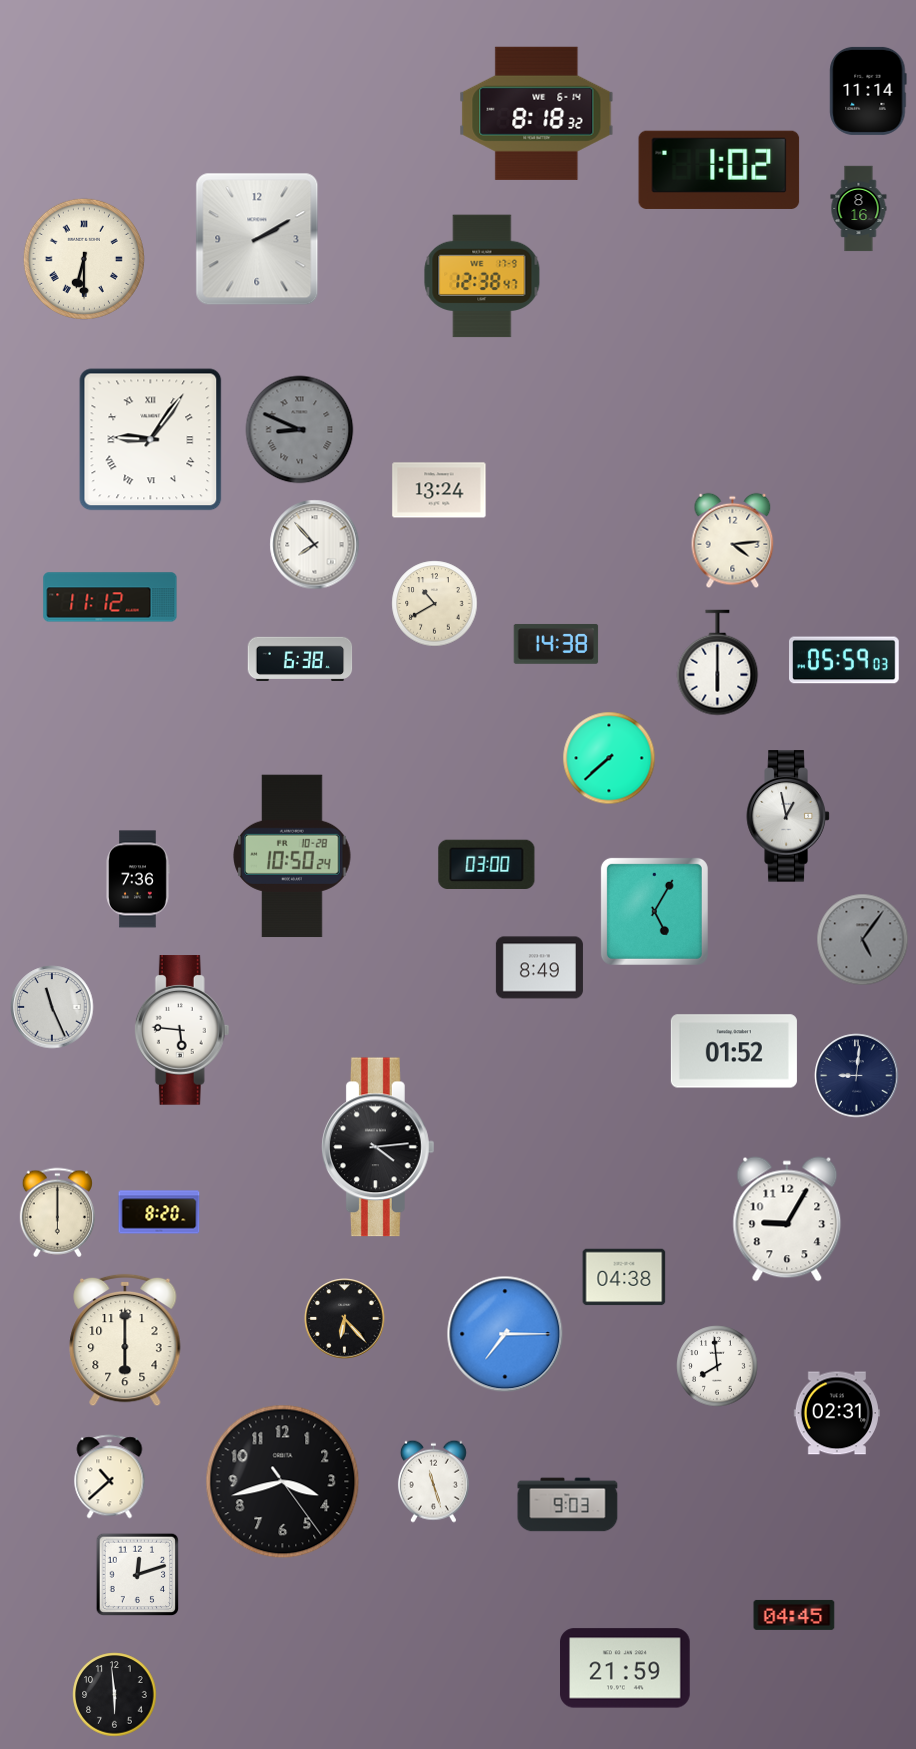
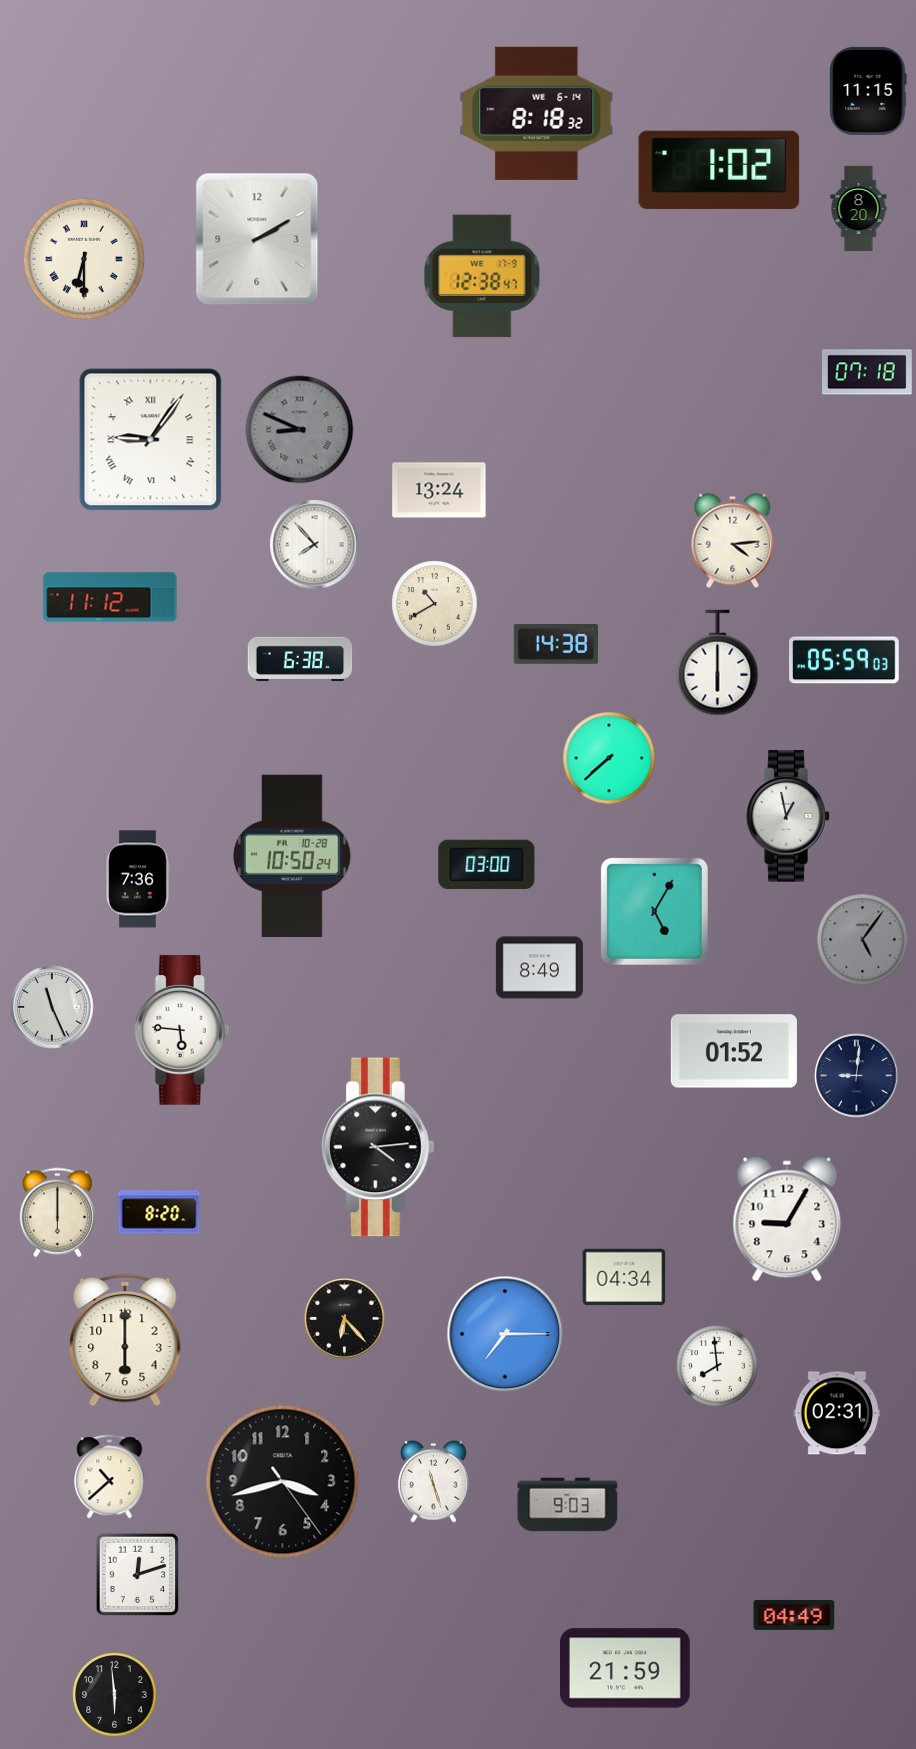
clock at (868, 91): 11:14 -> 11:15
clock at (859, 209): 8:16 -> 8:20
clock at (868, 372): none -> 07:18
clock at (624, 1277): 04:38 -> 04:34
clock at (794, 1615): 04:45 -> 04:49
